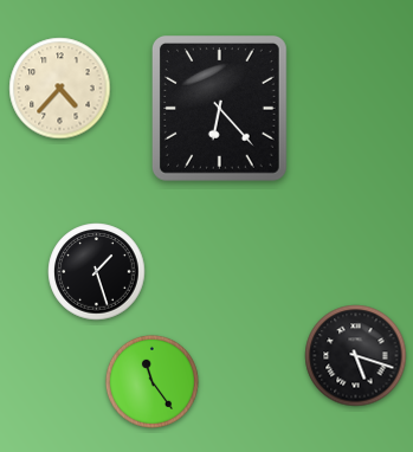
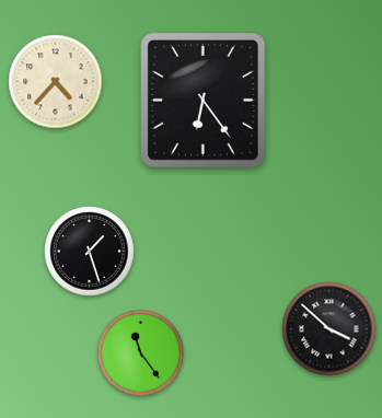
clock at (219, 109): 6:23 -> 6:24
clock at (356, 356): 5:18 -> 3:52
